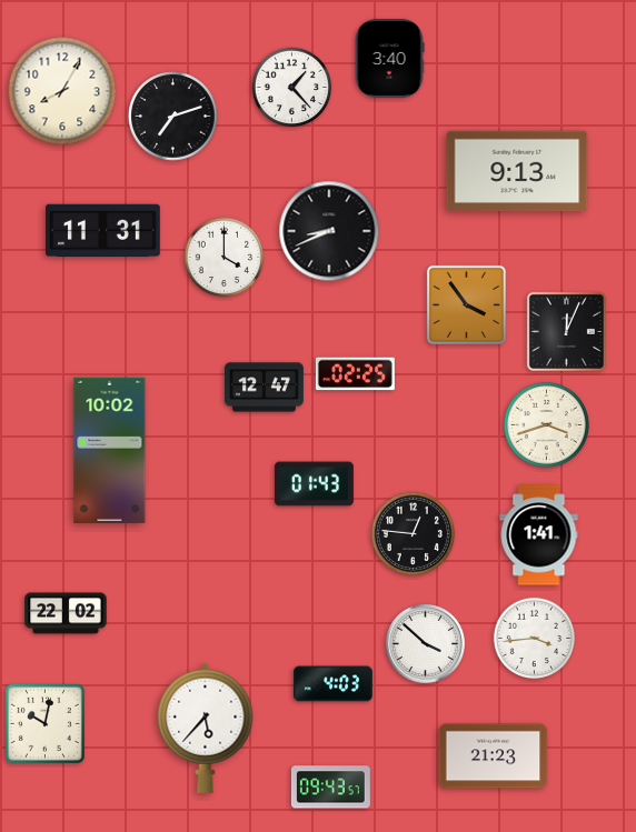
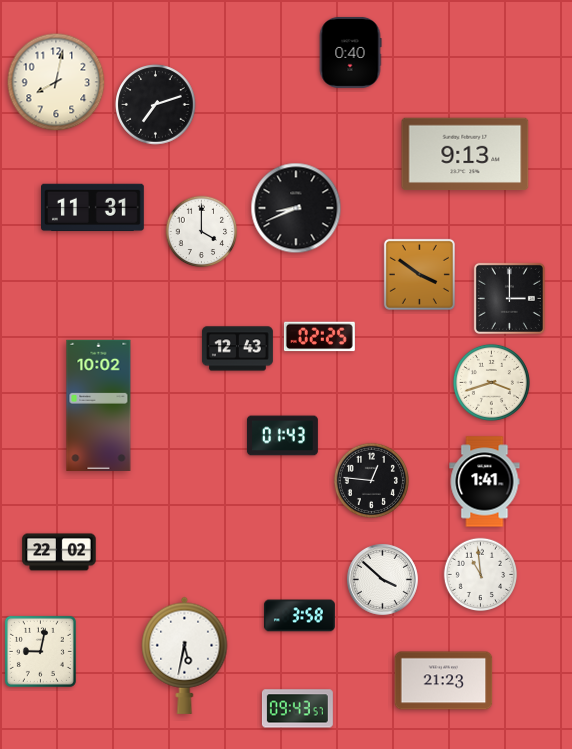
clock at (389, 58): 3:40 -> 0:40
clock at (292, 88): 1:23 -> none
clock at (62, 91): 8:05 -> 8:02
clock at (466, 304): 3:54 -> 3:51
clock at (566, 331): 12:04 -> 3:00
clock at (264, 388): 12:47 -> 12:43
clock at (535, 639): 3:44 -> 10:59
clock at (332, 684): 4:03 -> 3:58
clock at (44, 723): 10:02 -> 9:02
clock at (206, 728): 5:37 -> 5:32
